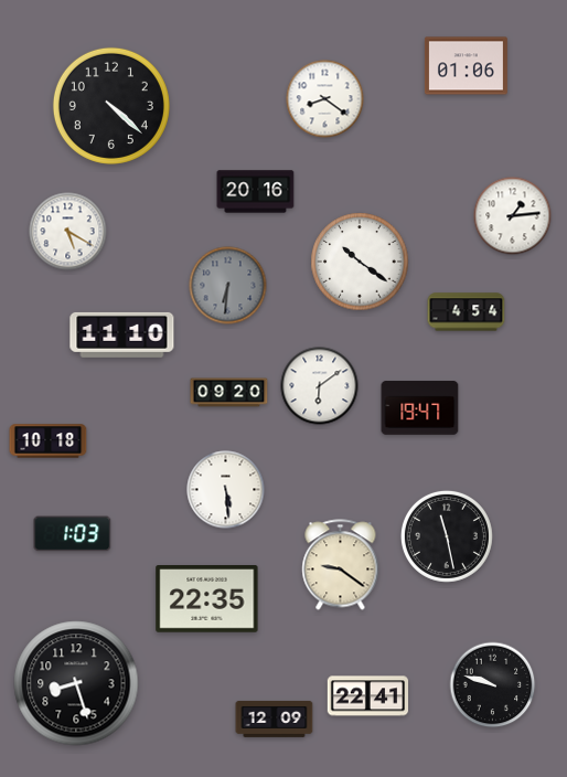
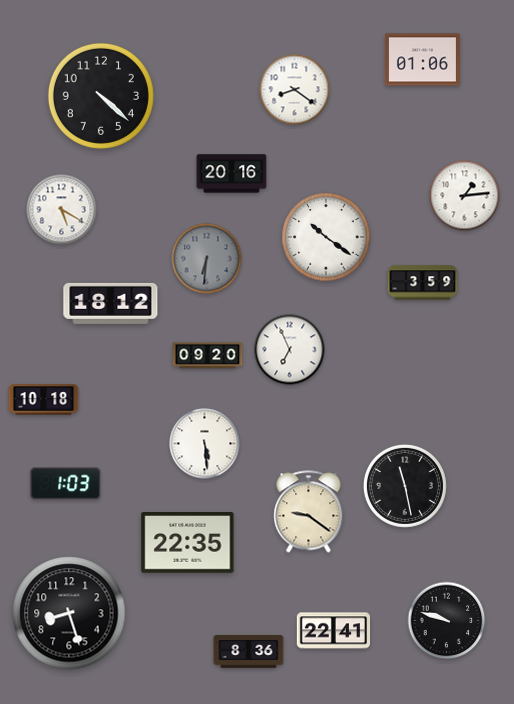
clock at (467, 312): 4:54 -> 3:59
clock at (122, 334): 11:10 -> 18:12
clock at (320, 386): 6:09 -> 6:56
clock at (420, 408): 19:47 -> none
clock at (76, 683) position: (76, 683) -> (69, 613)
clock at (275, 719): 12:09 -> 8:36
